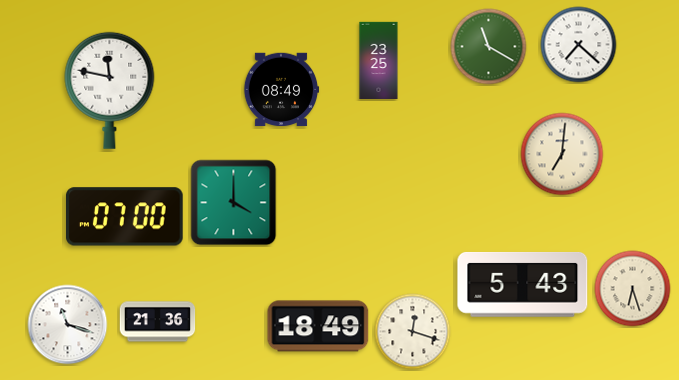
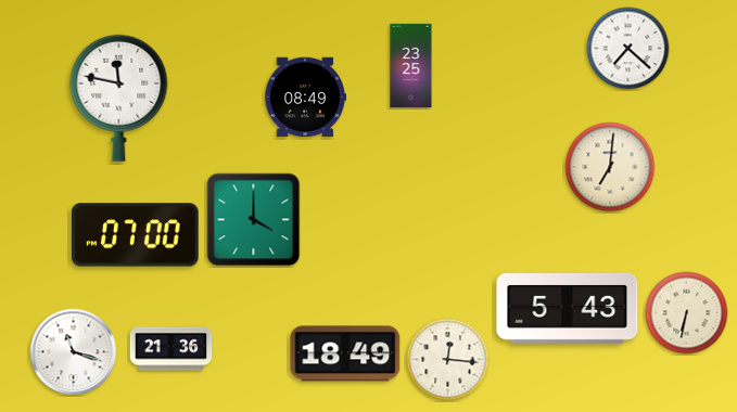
clock at (489, 47): 11:20 -> none
clock at (633, 289): 6:27 -> 6:32
clock at (413, 332): 12:18 -> 12:16
